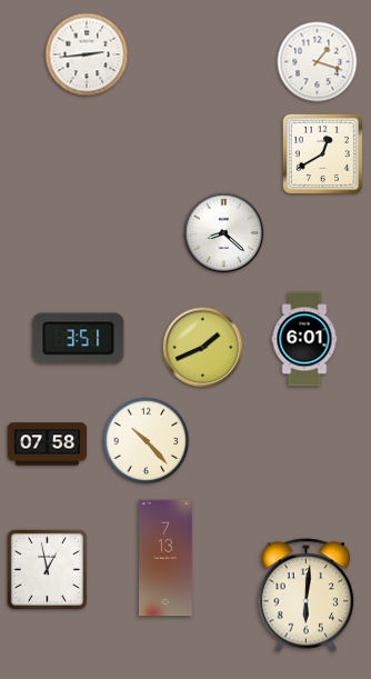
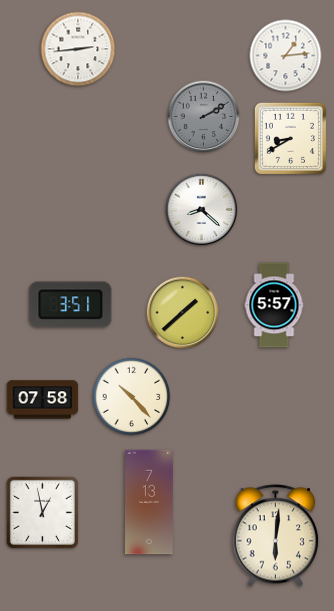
clock at (318, 62): 1:18 -> 1:14
clock at (204, 117): none -> 2:10
clock at (322, 153): 12:40 -> 8:40
clock at (304, 339): 6:01 -> 5:57
clock at (203, 348): 1:41 -> 1:38
